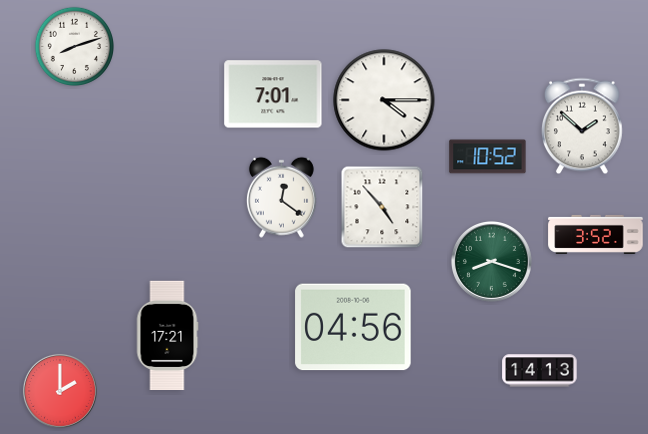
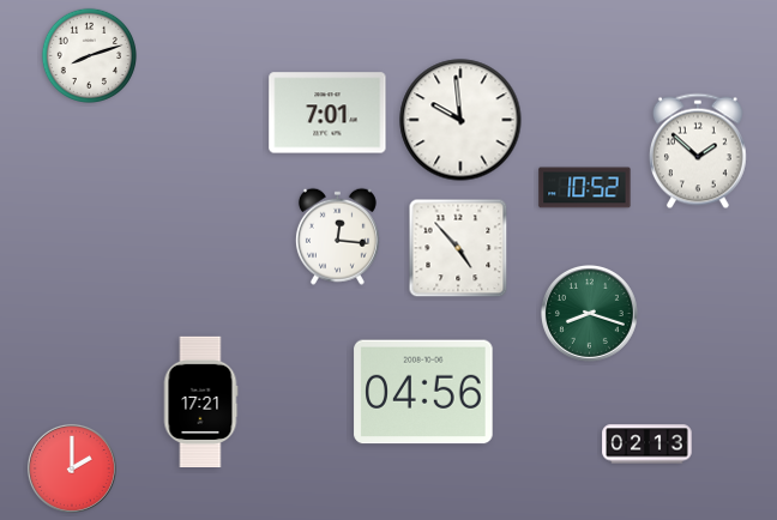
clock at (384, 100): 4:15 -> 9:59
clock at (281, 197): 12:21 -> 12:16
clock at (596, 234): 3:52 -> none
clock at (540, 371): 14:13 -> 02:13
